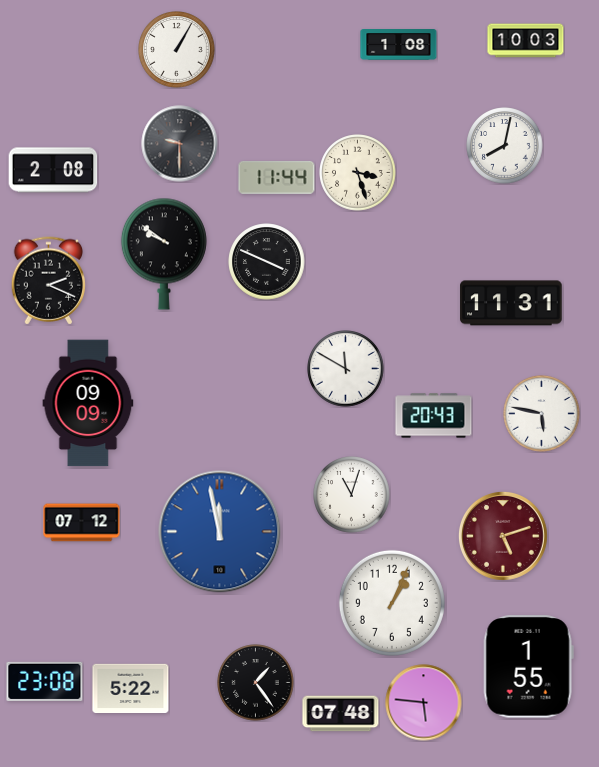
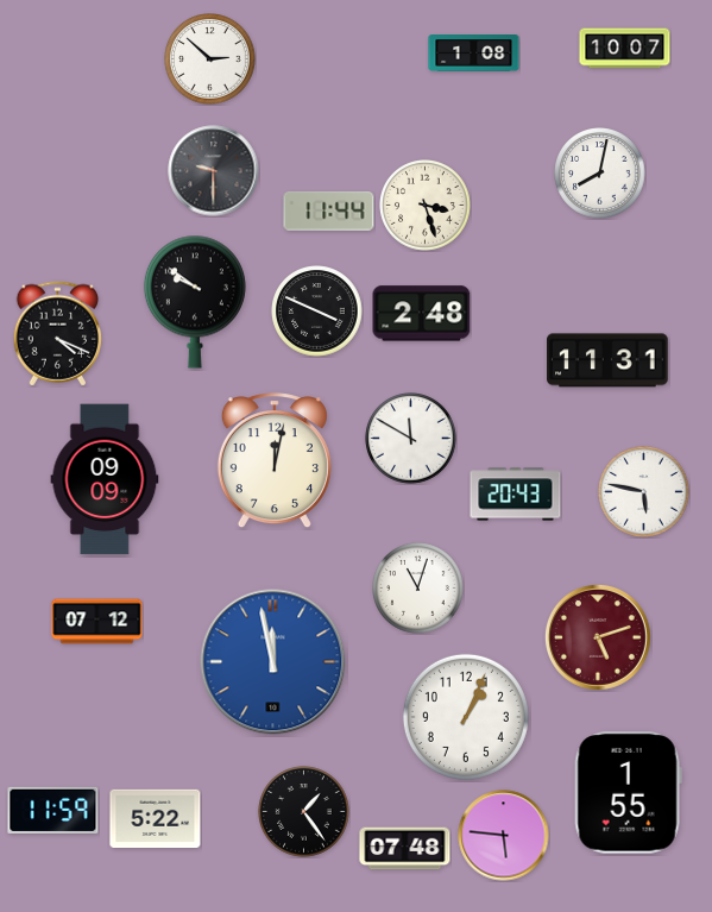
clock at (526, 41): 10:03 -> 10:07
clock at (177, 50): 1:05 -> 2:52
clock at (53, 170): 2:08 -> none
clock at (422, 314): none -> 2:48
clock at (49, 281): 2:19 -> 4:19
clock at (275, 461): none -> 12:02
clock at (220, 532) position: (220, 532) -> (273, 662)
clock at (45, 681): 23:08 -> 11:59
